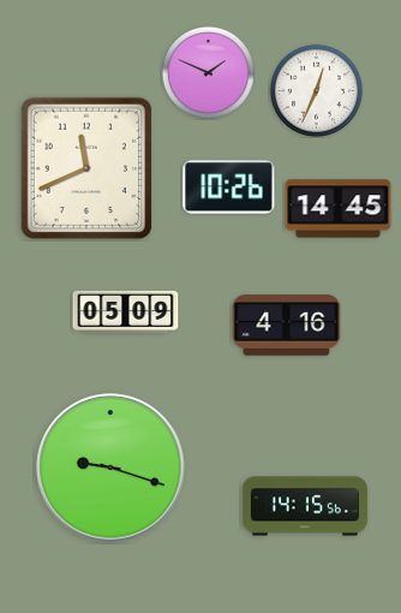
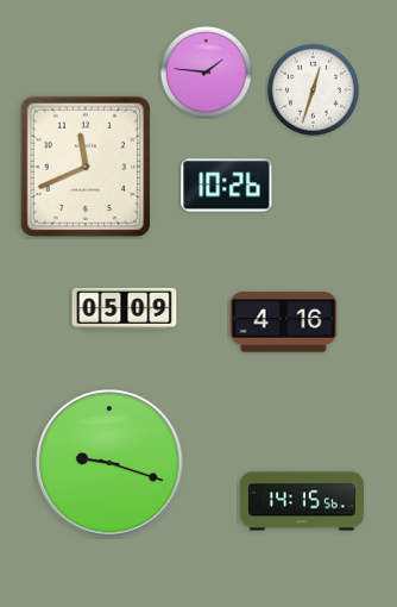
clock at (208, 72): 1:49 -> 1:46
clock at (316, 90): 12:34 -> 12:33
clock at (339, 209): 14:45 -> none
